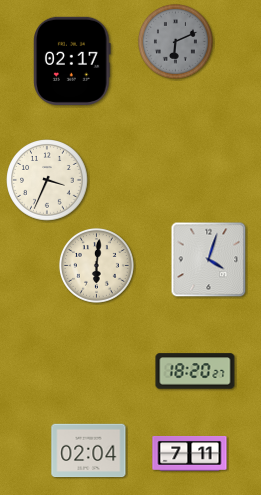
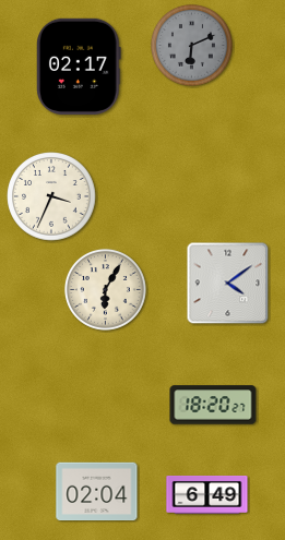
clock at (209, 260): 4:03 -> 4:09
clock at (96, 265): 6:01 -> 6:05
clock at (190, 453): 7:11 -> 6:49
